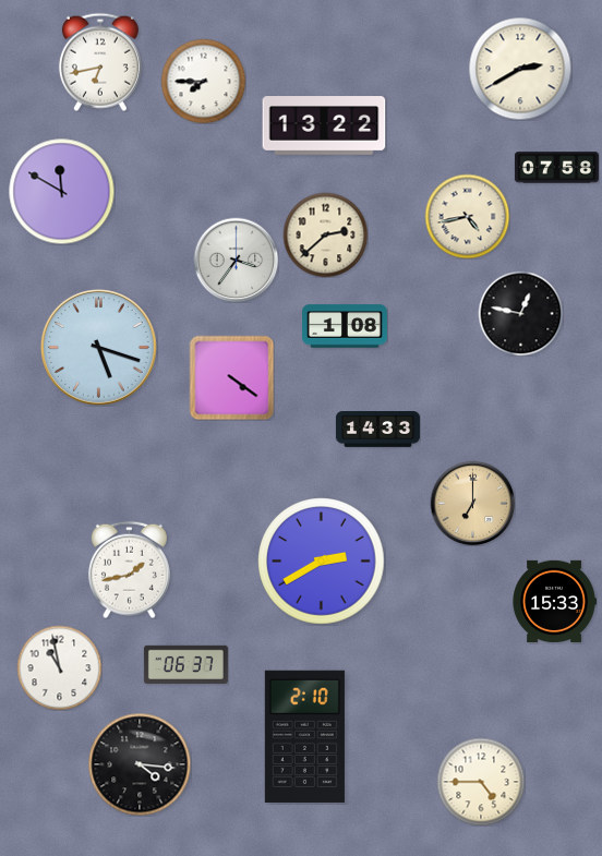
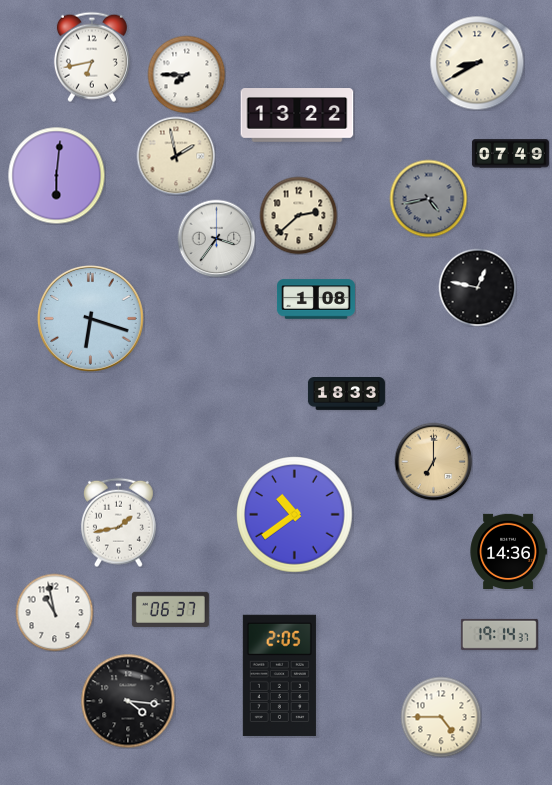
clock at (520, 69): 2:40 -> 8:40
clock at (556, 168): 07:58 -> 07:49
clock at (176, 156): none -> 1:58
clock at (61, 191): 11:50 -> 6:01
clock at (467, 216) dial: cream -> grey
clock at (98, 347): 5:18 -> 6:18
clock at (231, 377): 4:21 -> none
clock at (377, 430): 14:33 -> 18:33
clock at (322, 562): 2:40 -> 10:39
clock at (554, 601): 15:33 -> 14:36
clock at (499, 634): none -> 19:14
clock at (304, 736): 2:10 -> 2:05
